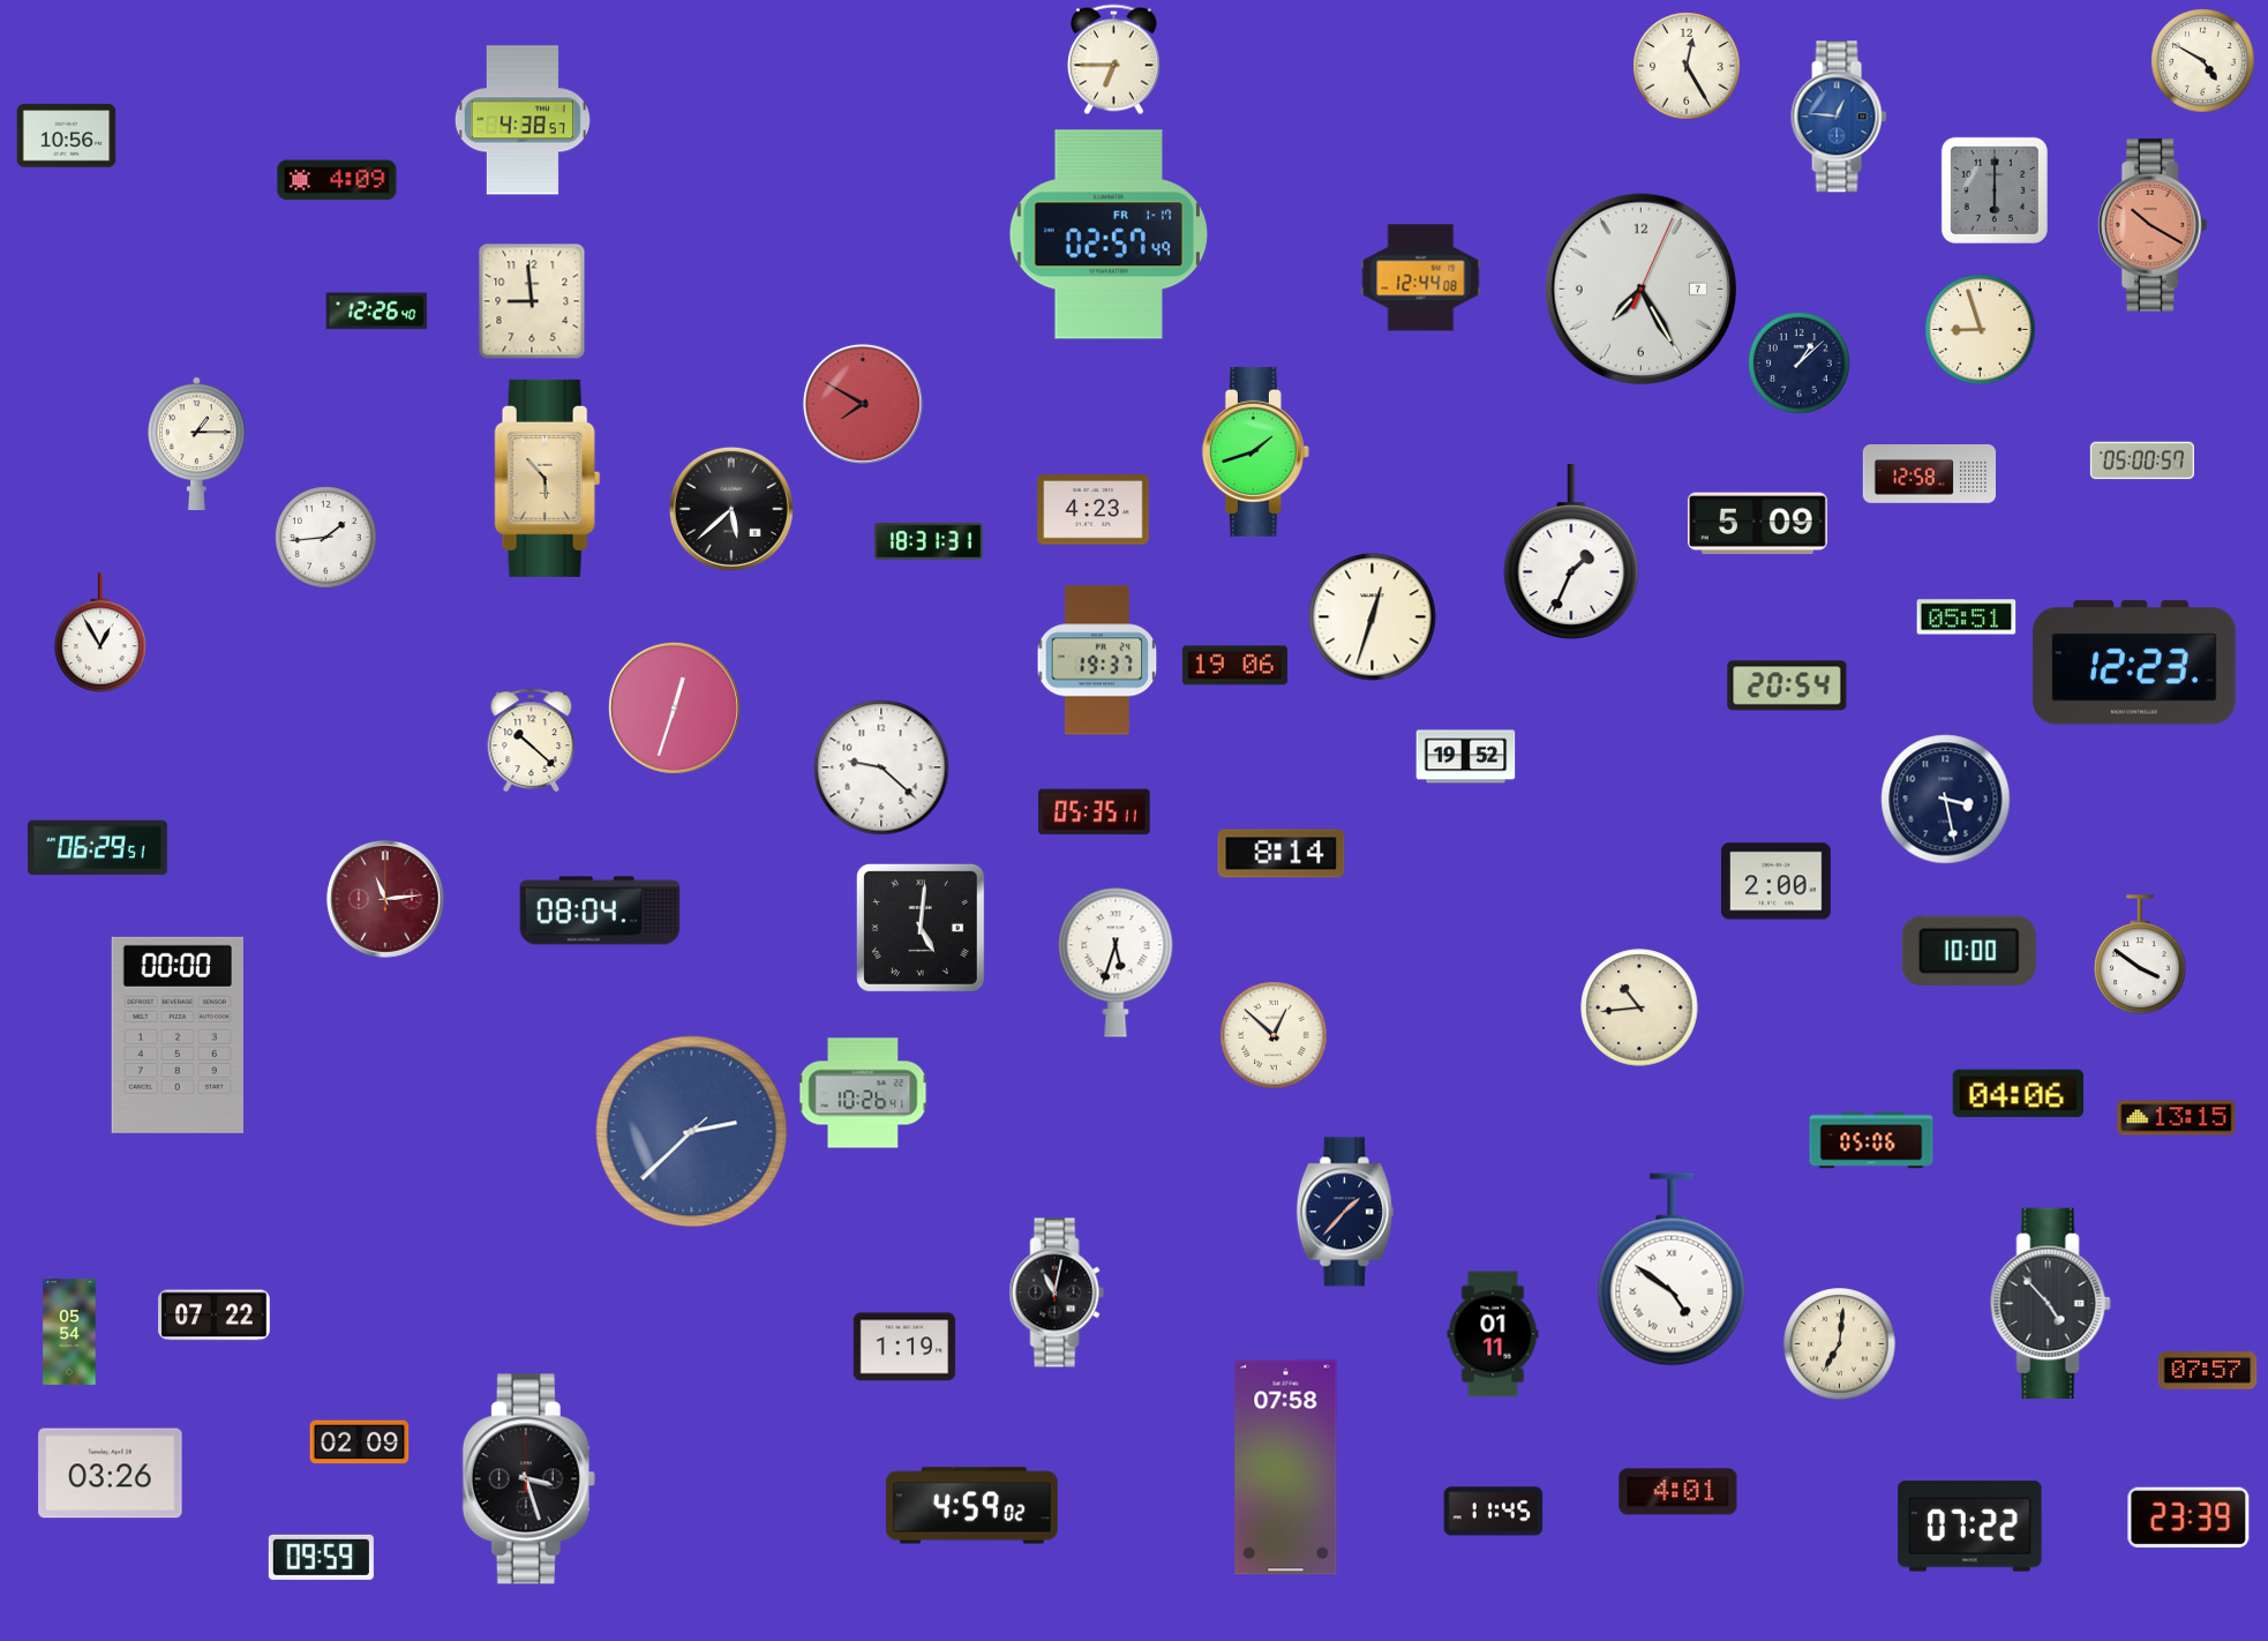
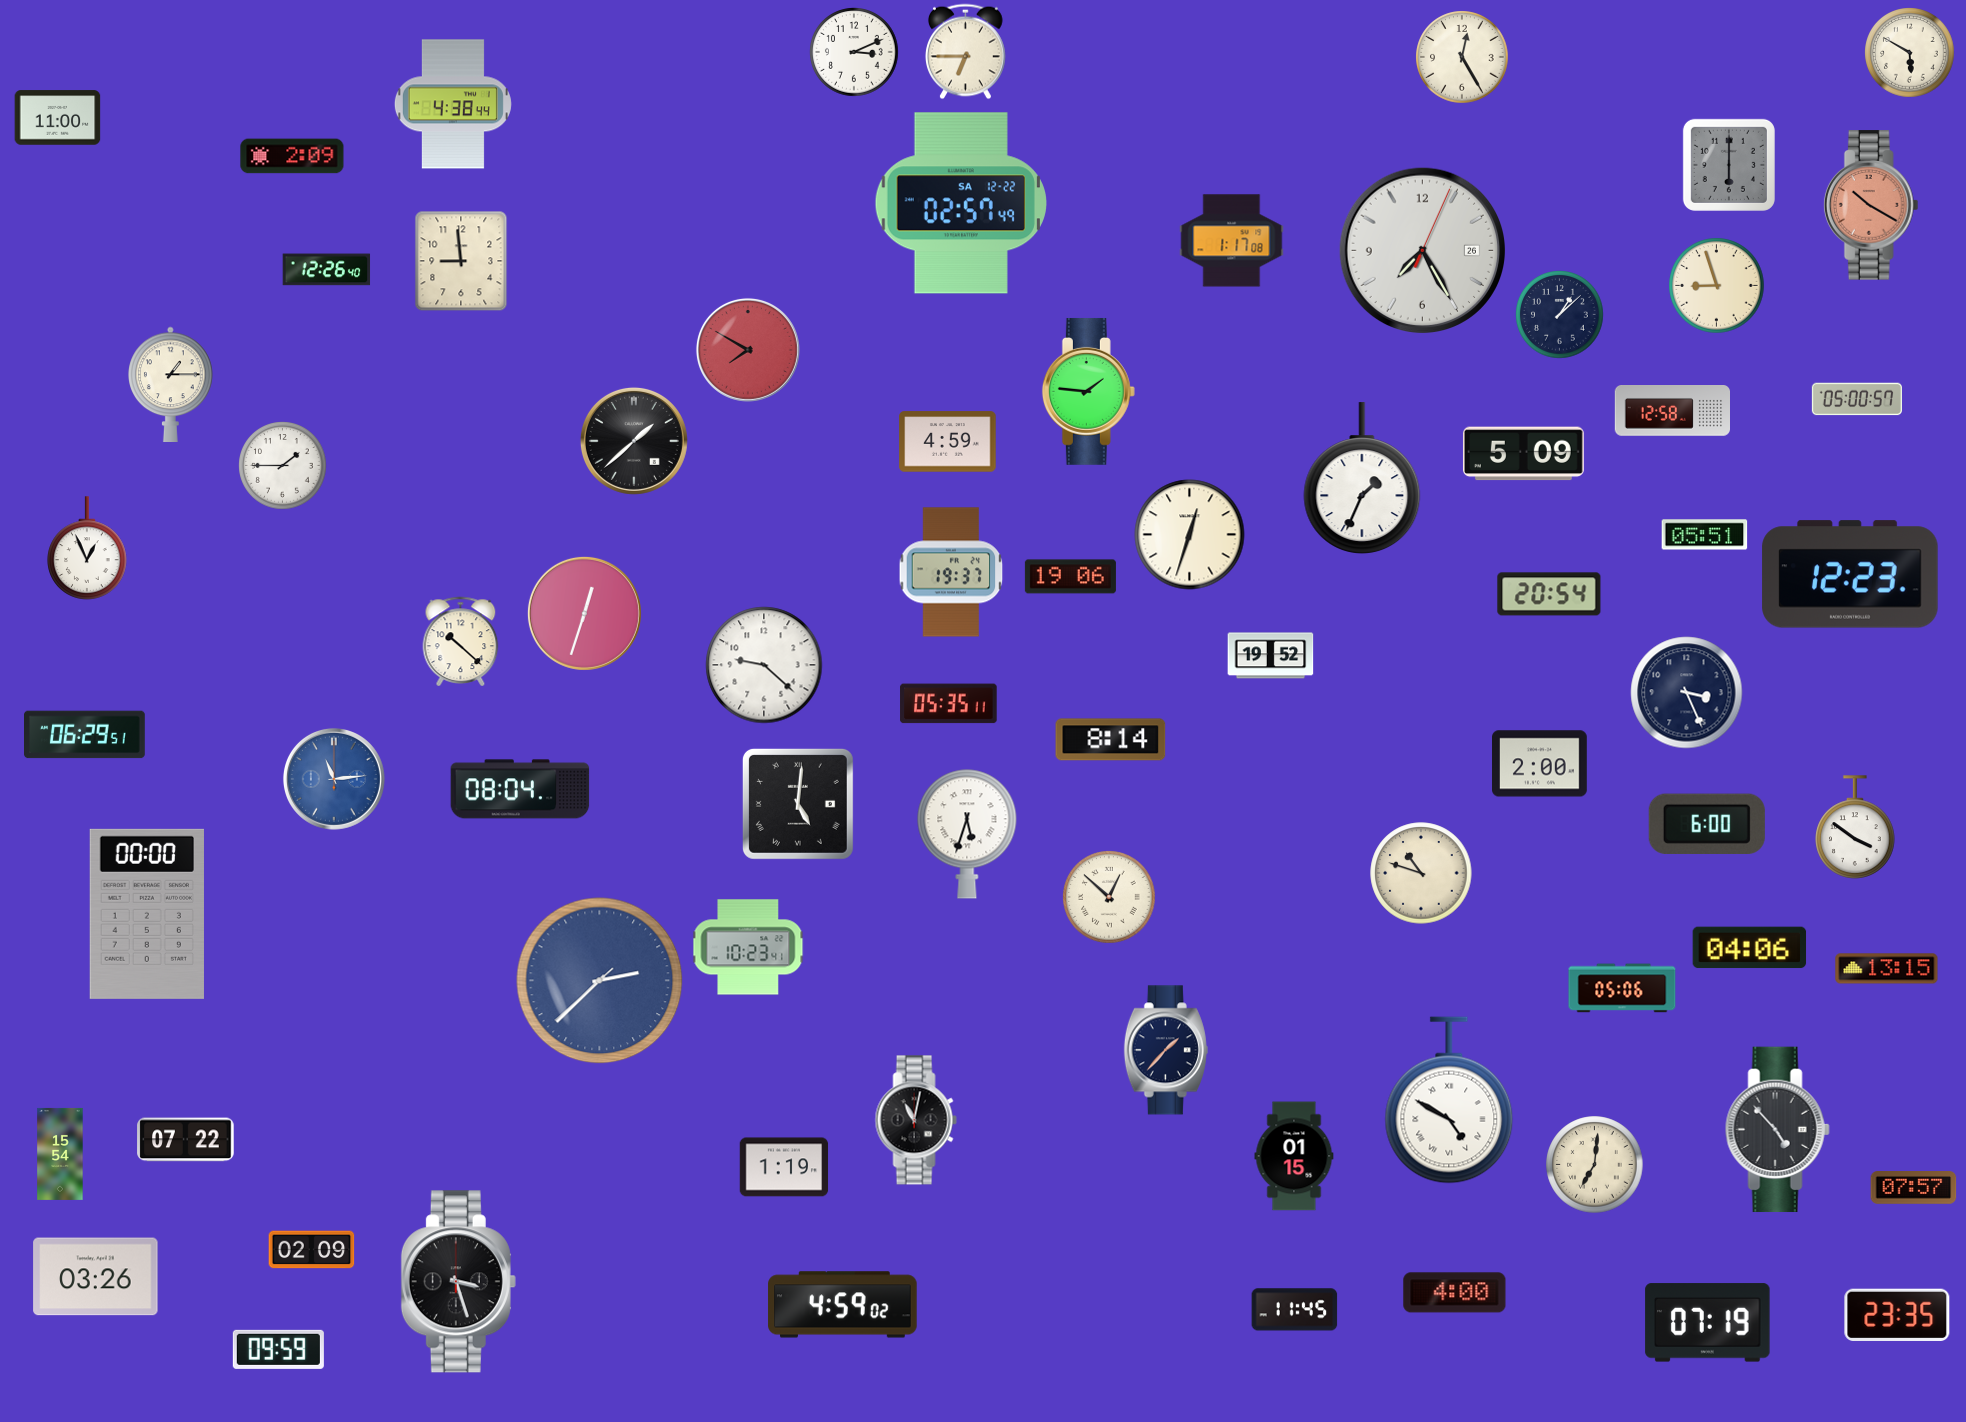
clock at (854, 52): none -> 3:11
clock at (2203, 61): 4:50 -> 5:50
clock at (1839, 117): 12:46 -> none
clock at (523, 120): 4:38:57 -> 4:38:44
clock at (67, 136): 10:56 -> 11:00
clock at (337, 180): 4:09 -> 2:09
clock at (2153, 225) position: (2153, 225) -> (1871, 205)
clock at (1109, 234) date: FR 1-17 -> SA 12-22
clock at (1421, 278): 12:44 -> 1:17
clock at (1640, 289) date: 7 -> 26
clock at (1255, 451): 1:42 -> 1:46
clock at (548, 478): 5:53 -> none
clock at (731, 509): 5:38 -> 1:38
clock at (1094, 510): 4:23 -> 4:59
clock at (326, 538): 1:44 -> 1:45
clock at (929, 541): 18:31 -> none
clock at (100, 632): 12:55 -> 12:56
clock at (1946, 800): 3:28 -> 3:26
clock at (385, 899) dial: burgundy -> blue
clock at (1969, 951): 10:00 -> 6:00
clock at (1639, 1007): 10:44 -> 10:48
clock at (178, 1035) position: (178, 1035) -> (147, 914)
clock at (1274, 1035) position: (1274, 1035) -> (1109, 897)
clock at (863, 1093): 10:26 -> 10:23
clock at (1672, 1269): 4:51 -> 4:50
clock at (69, 1332): 05:54 -> 15:54
clock at (1493, 1334): 01:11 -> 01:15
clock at (1286, 1468): 07:58 -> none
clock at (1679, 1492): 4:01 -> 4:00
clock at (2188, 1516): 23:39 -> 23:35
clock at (1970, 1527): 07:22 -> 07:19
